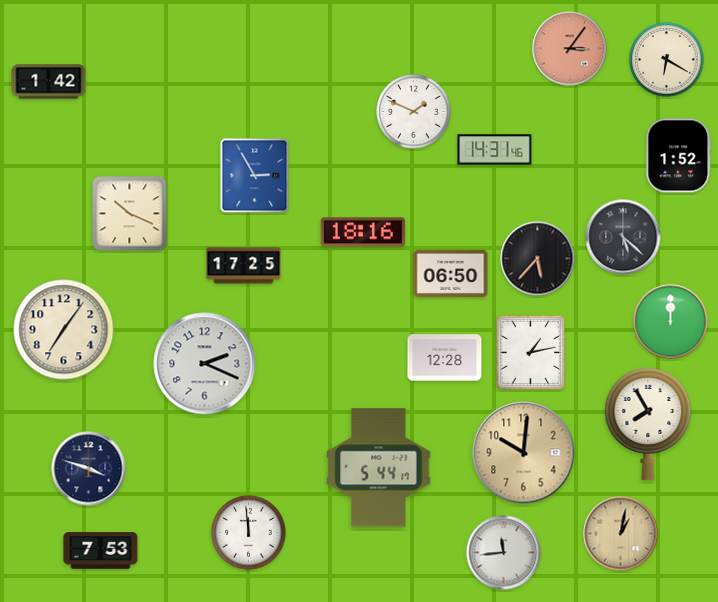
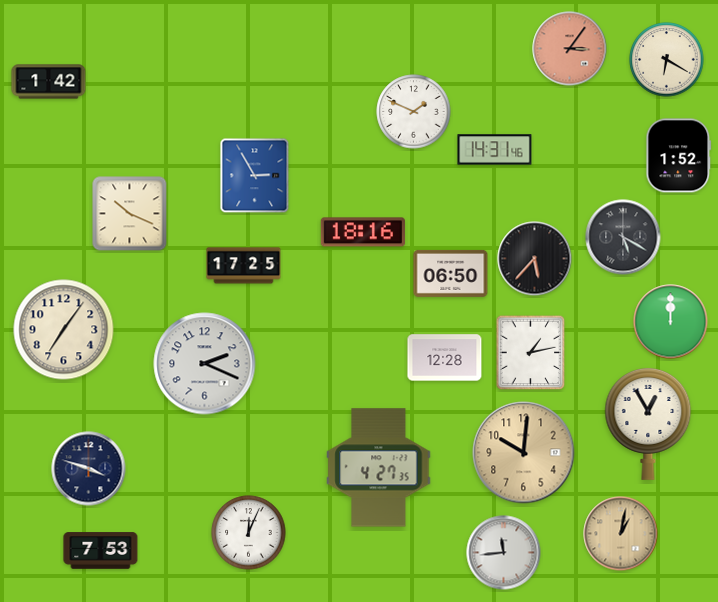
clock at (623, 237): 5:22 -> 5:20
clock at (538, 259) position: (538, 259) -> (535, 259)
clock at (648, 423): 7:55 -> 12:55
clock at (379, 468): 5:44 -> 4:27
clock at (249, 533): 11:59 -> 12:04
